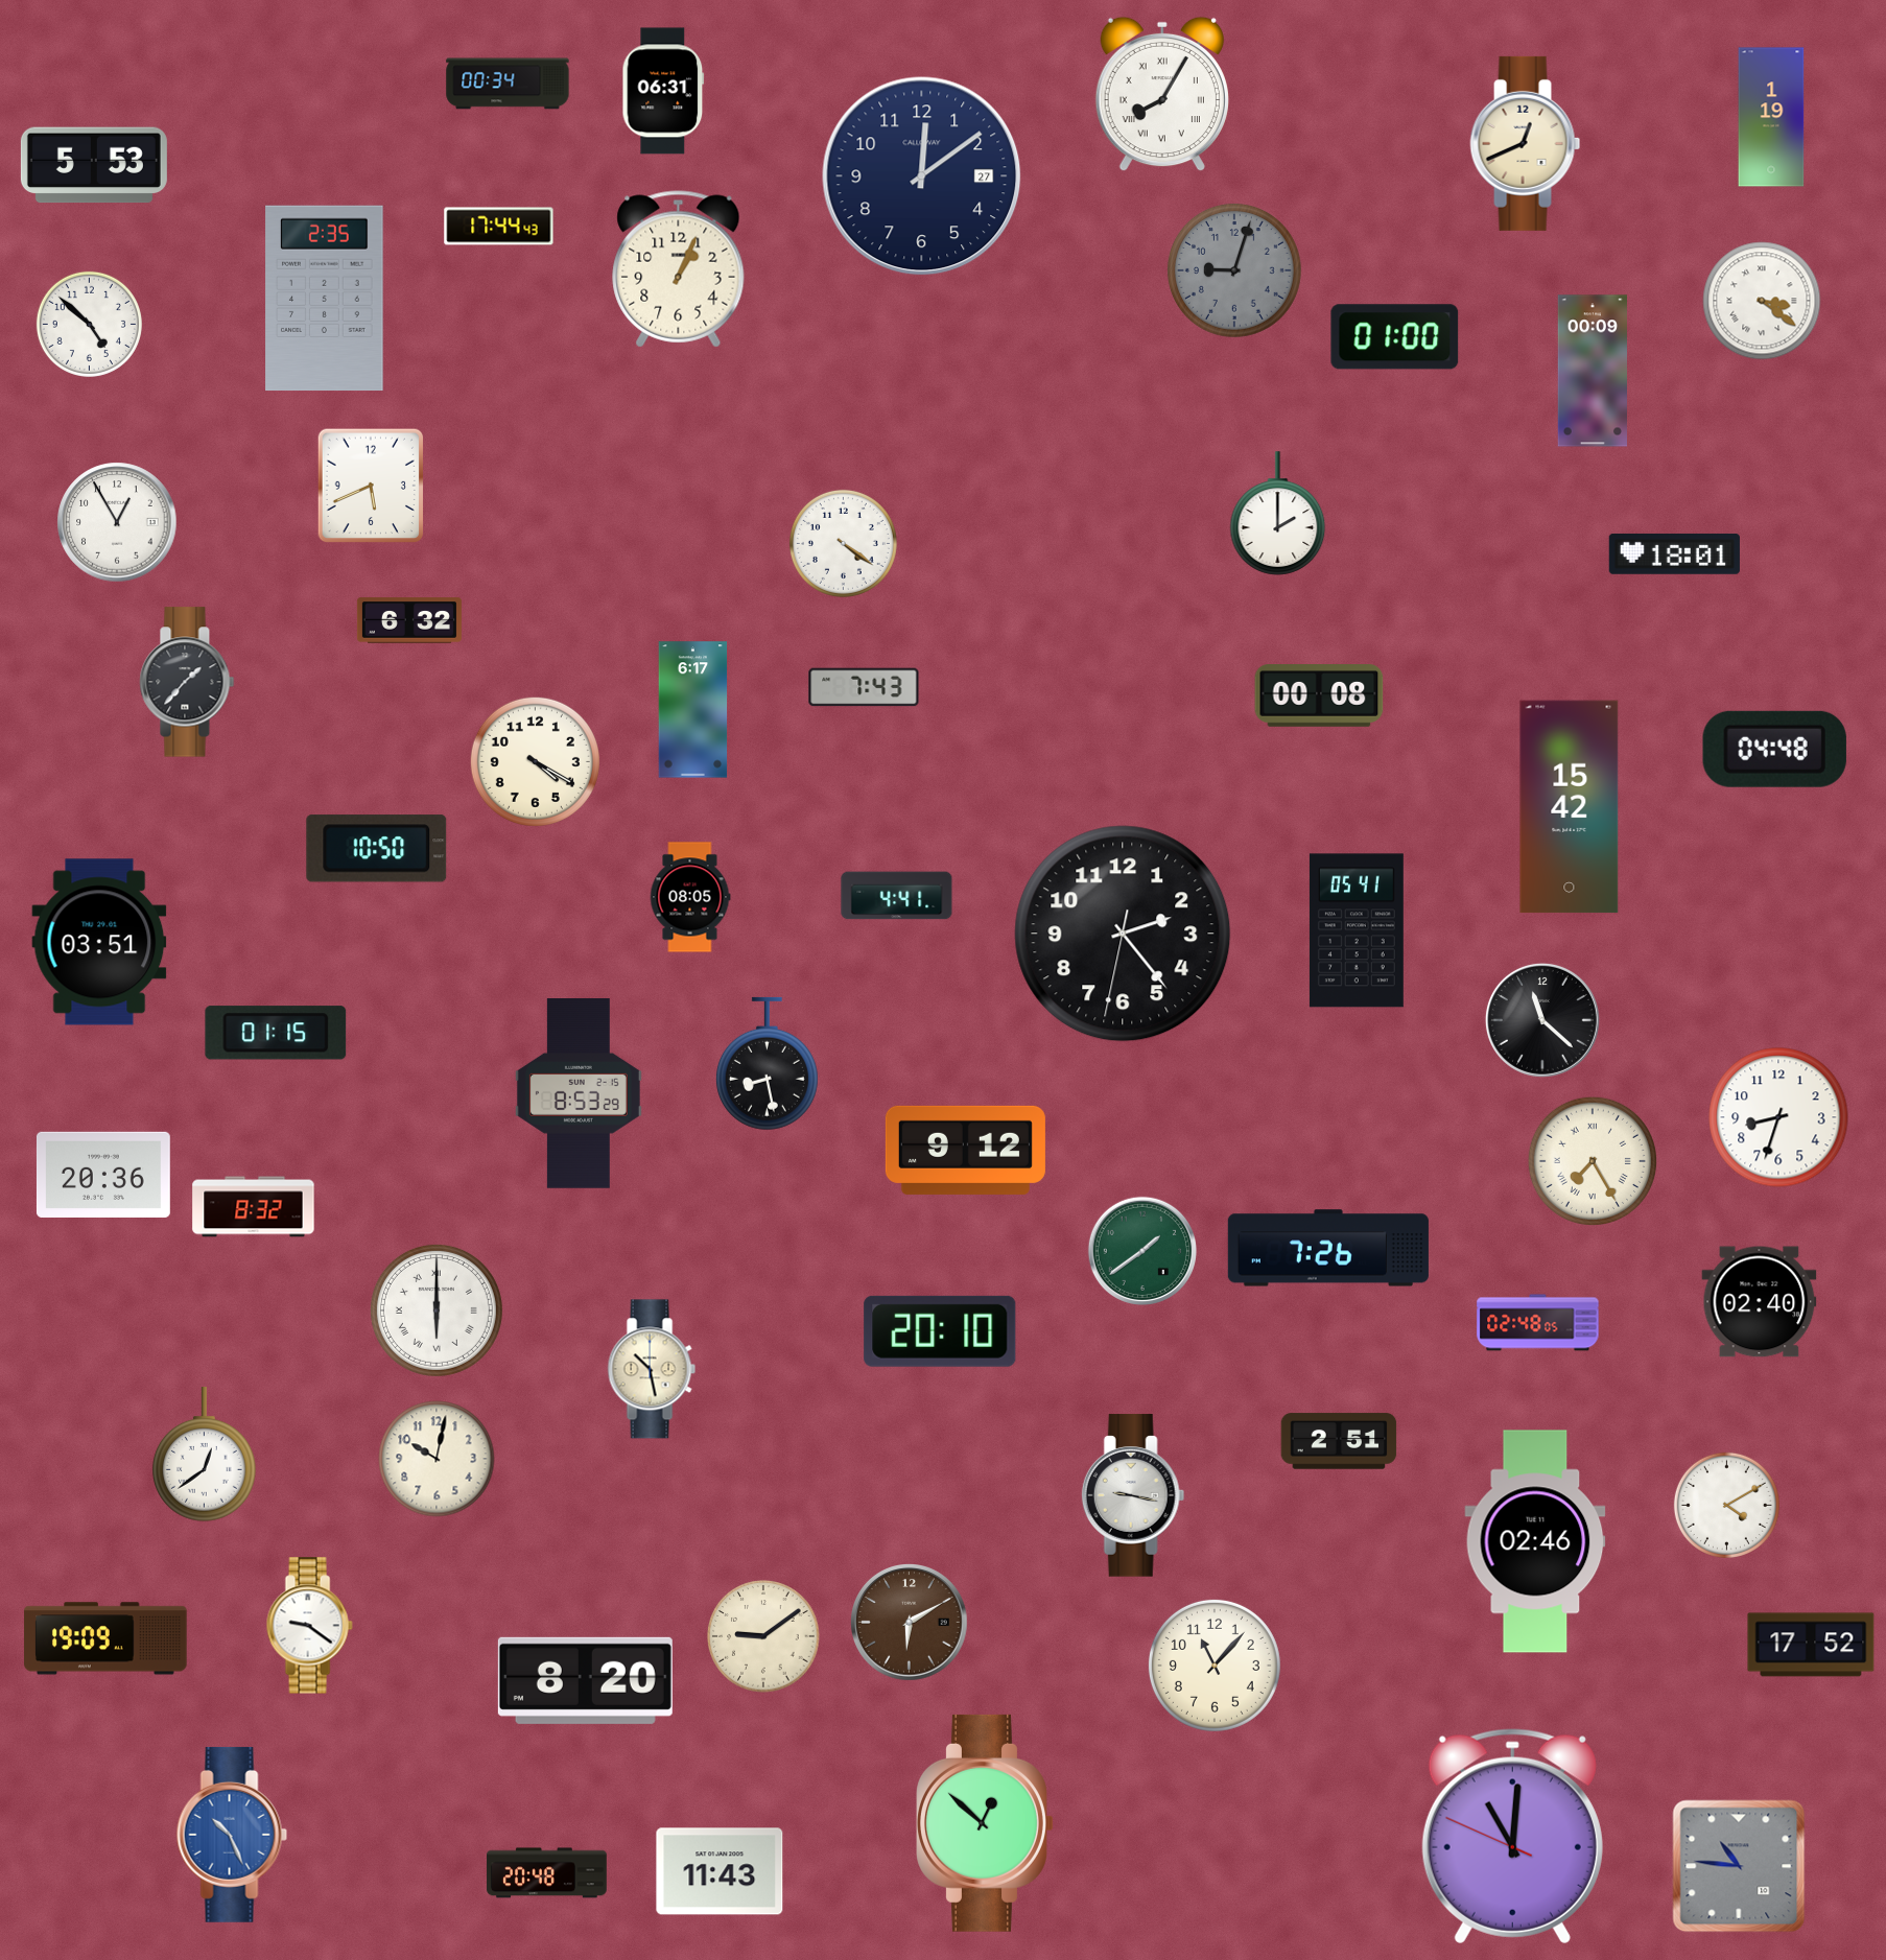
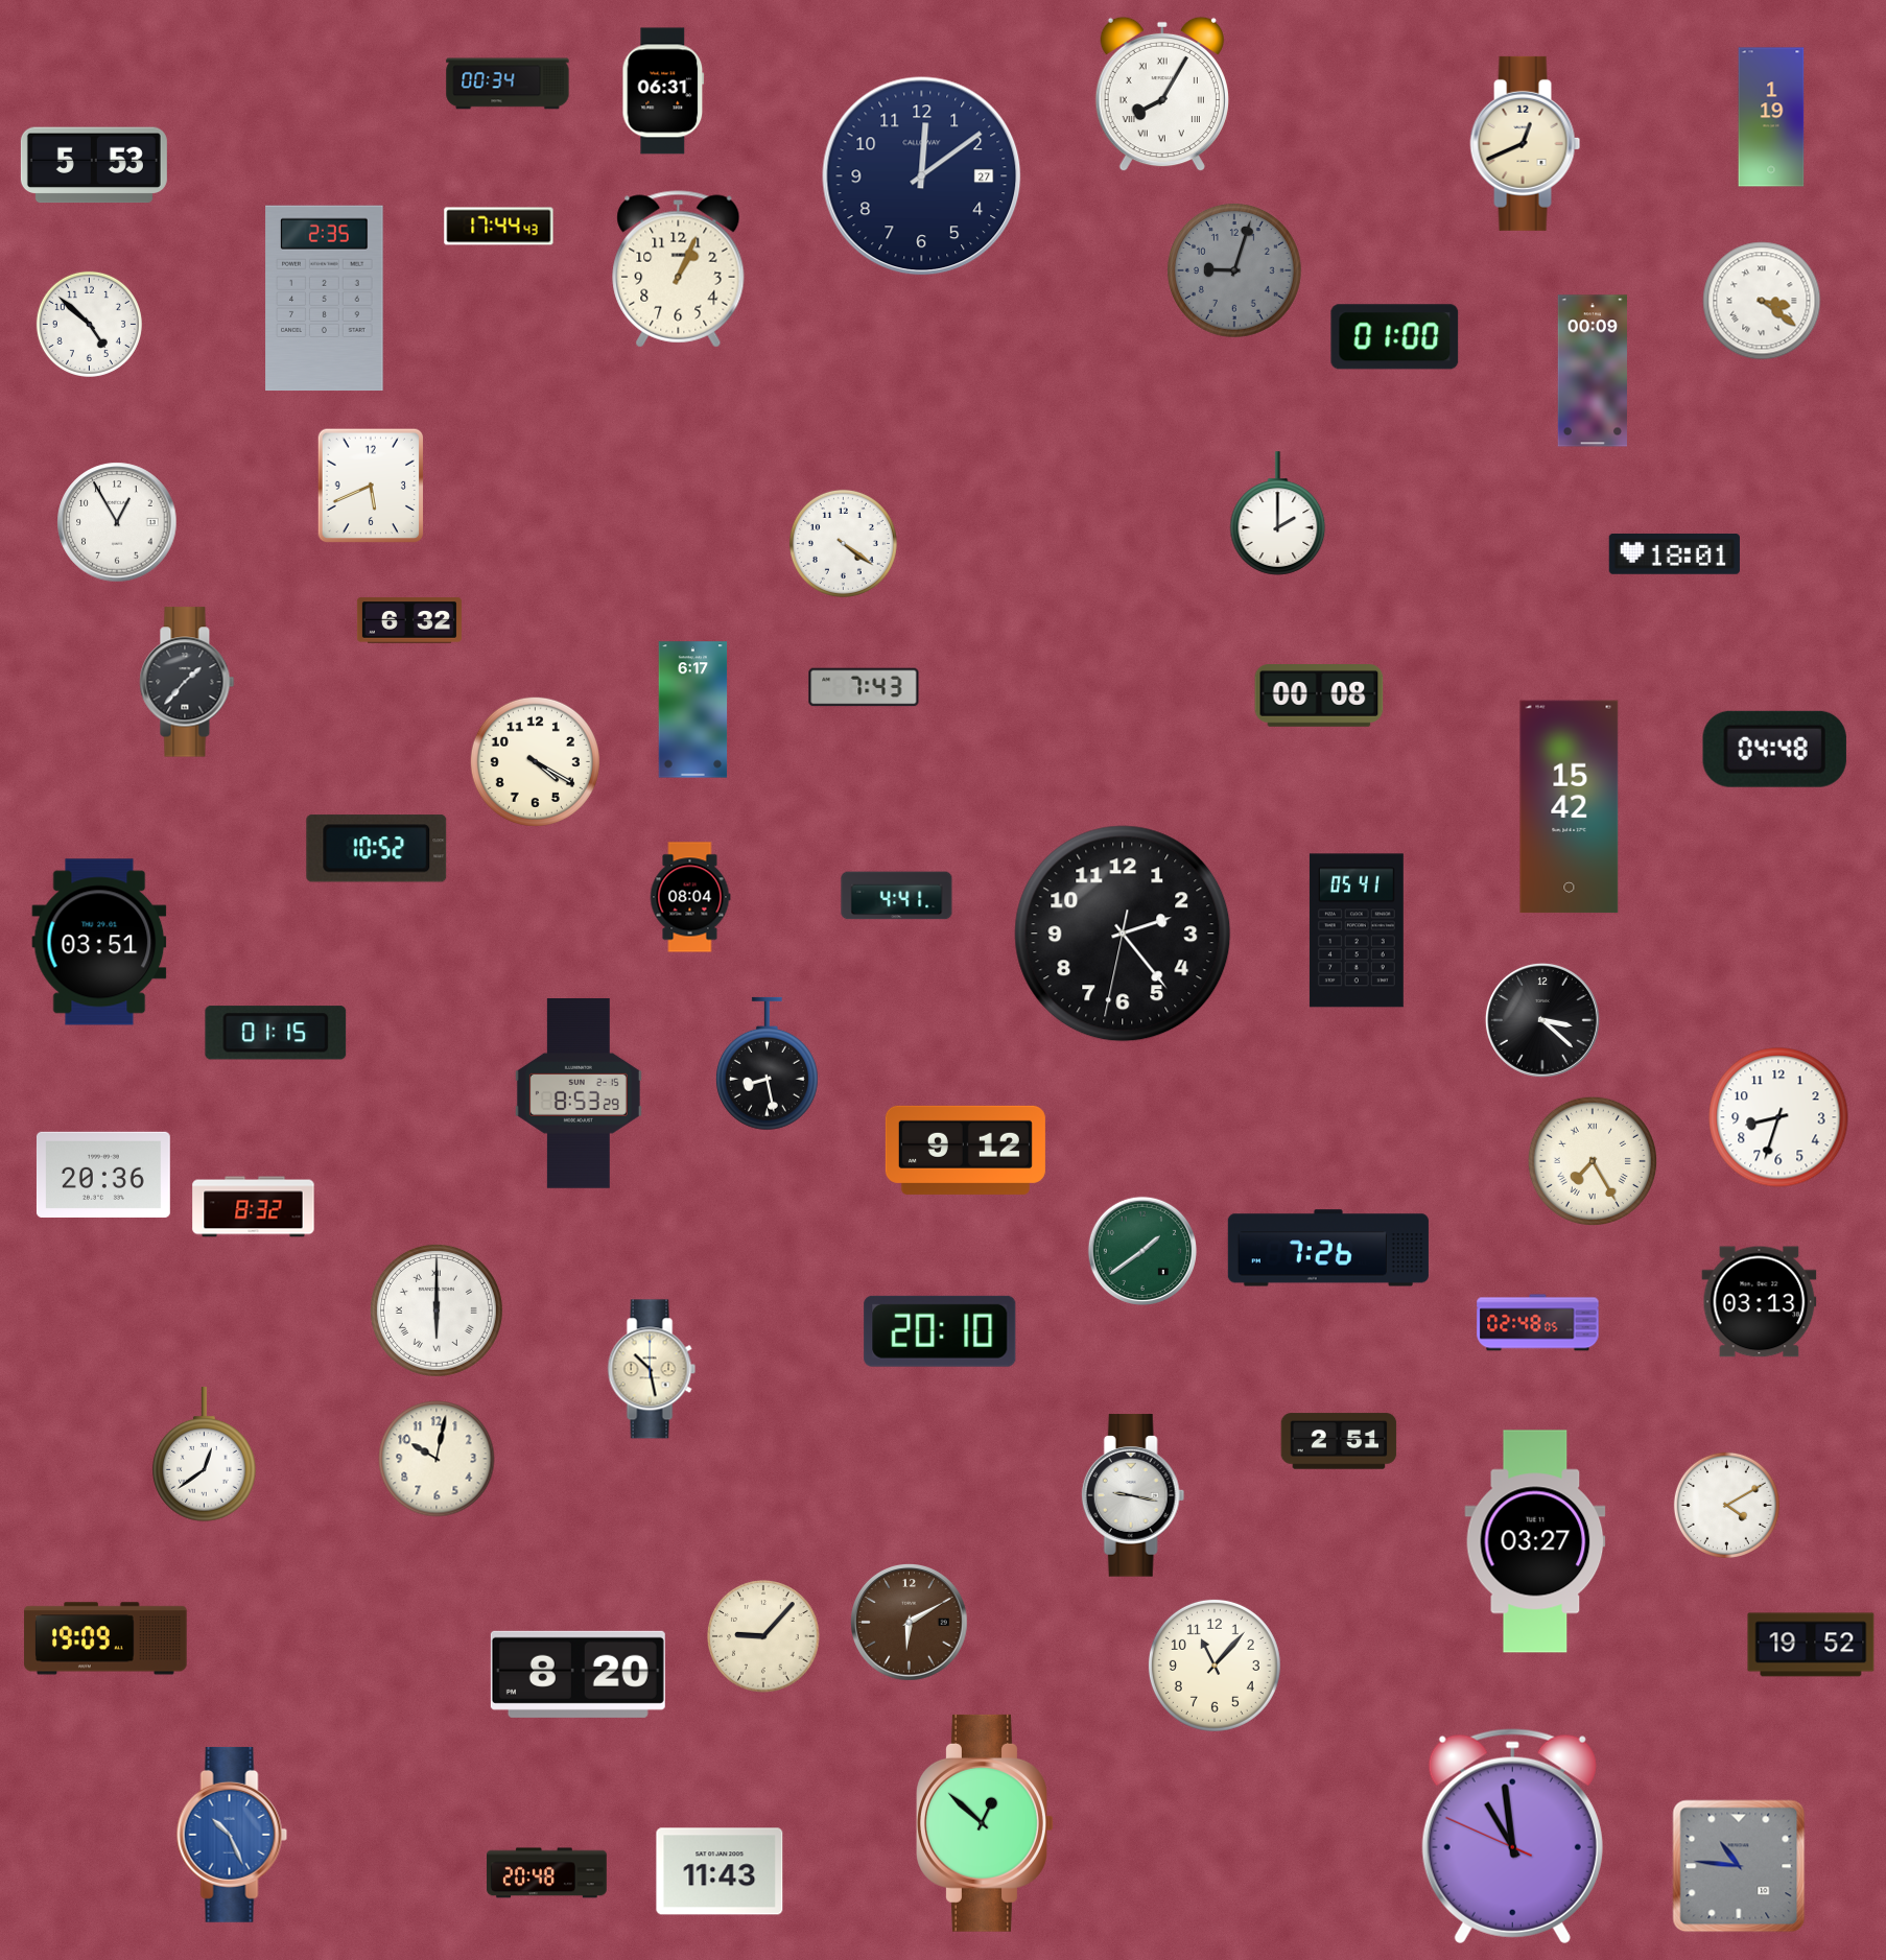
clock at (377, 849): 10:50 -> 10:52
clock at (690, 897): 08:05 -> 08:04
clock at (1542, 1020): 11:22 -> 3:22
clock at (1760, 1302): 02:40 -> 03:13
clock at (1535, 1541): 02:46 -> 03:27
clock at (309, 1626): 9:21 -> none
clock at (763, 1636): 9:09 -> 9:07
clock at (1811, 1645): 17:52 -> 19:52
clock at (585, 1680) position: (585, 1680) -> (577, 1674)
clock at (1512, 1837): 11:00 -> 10:58
